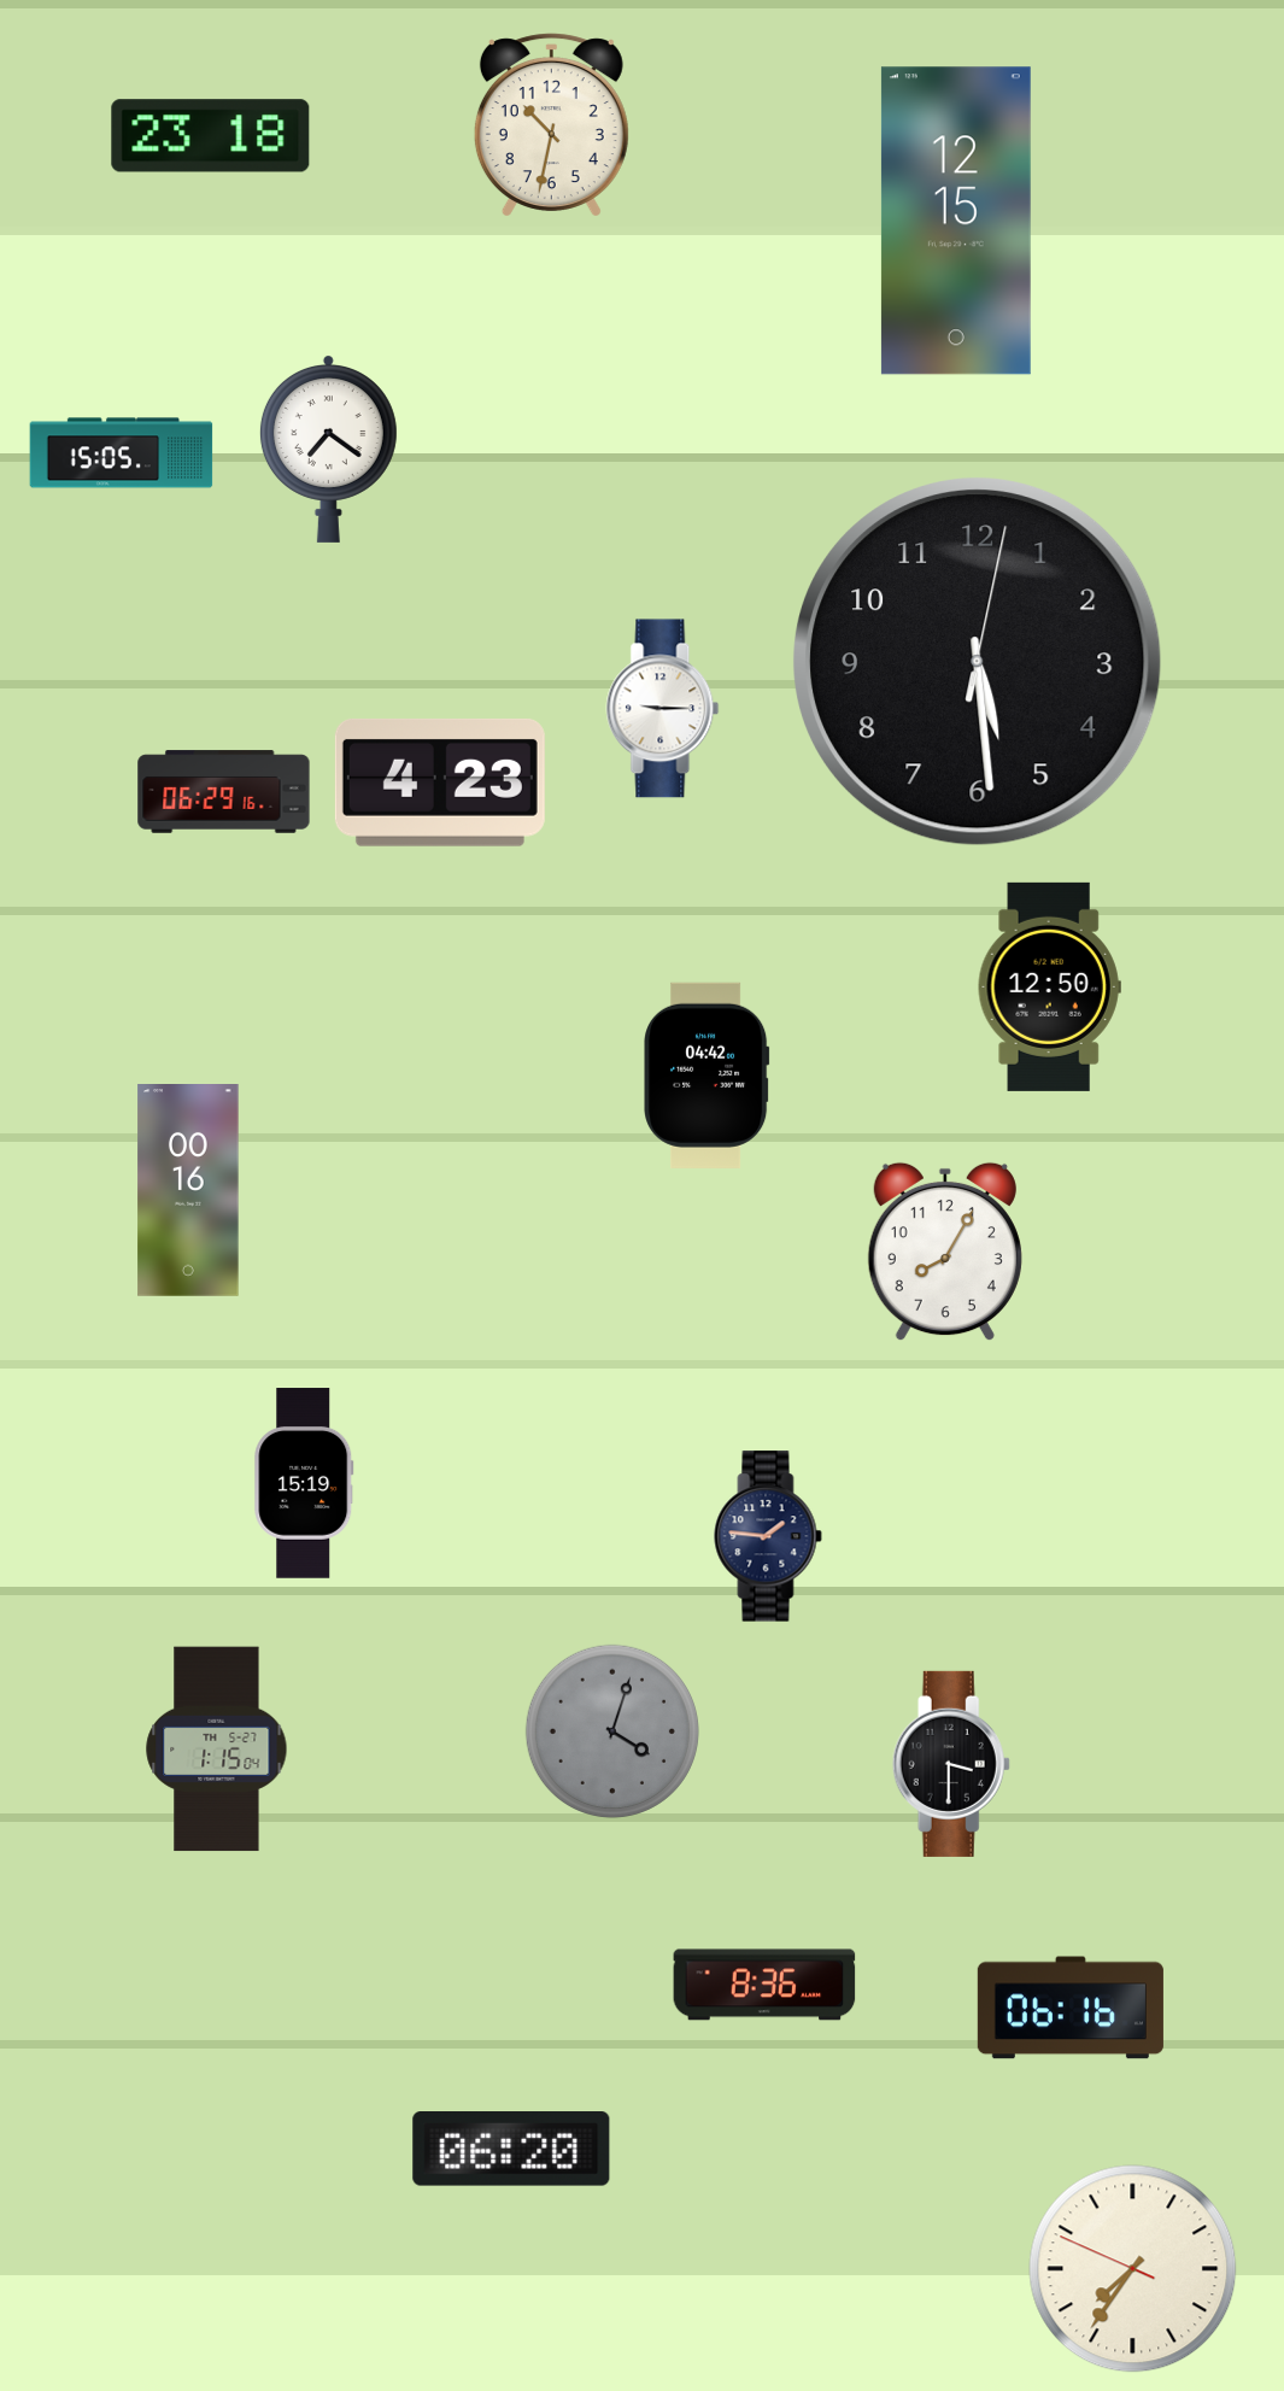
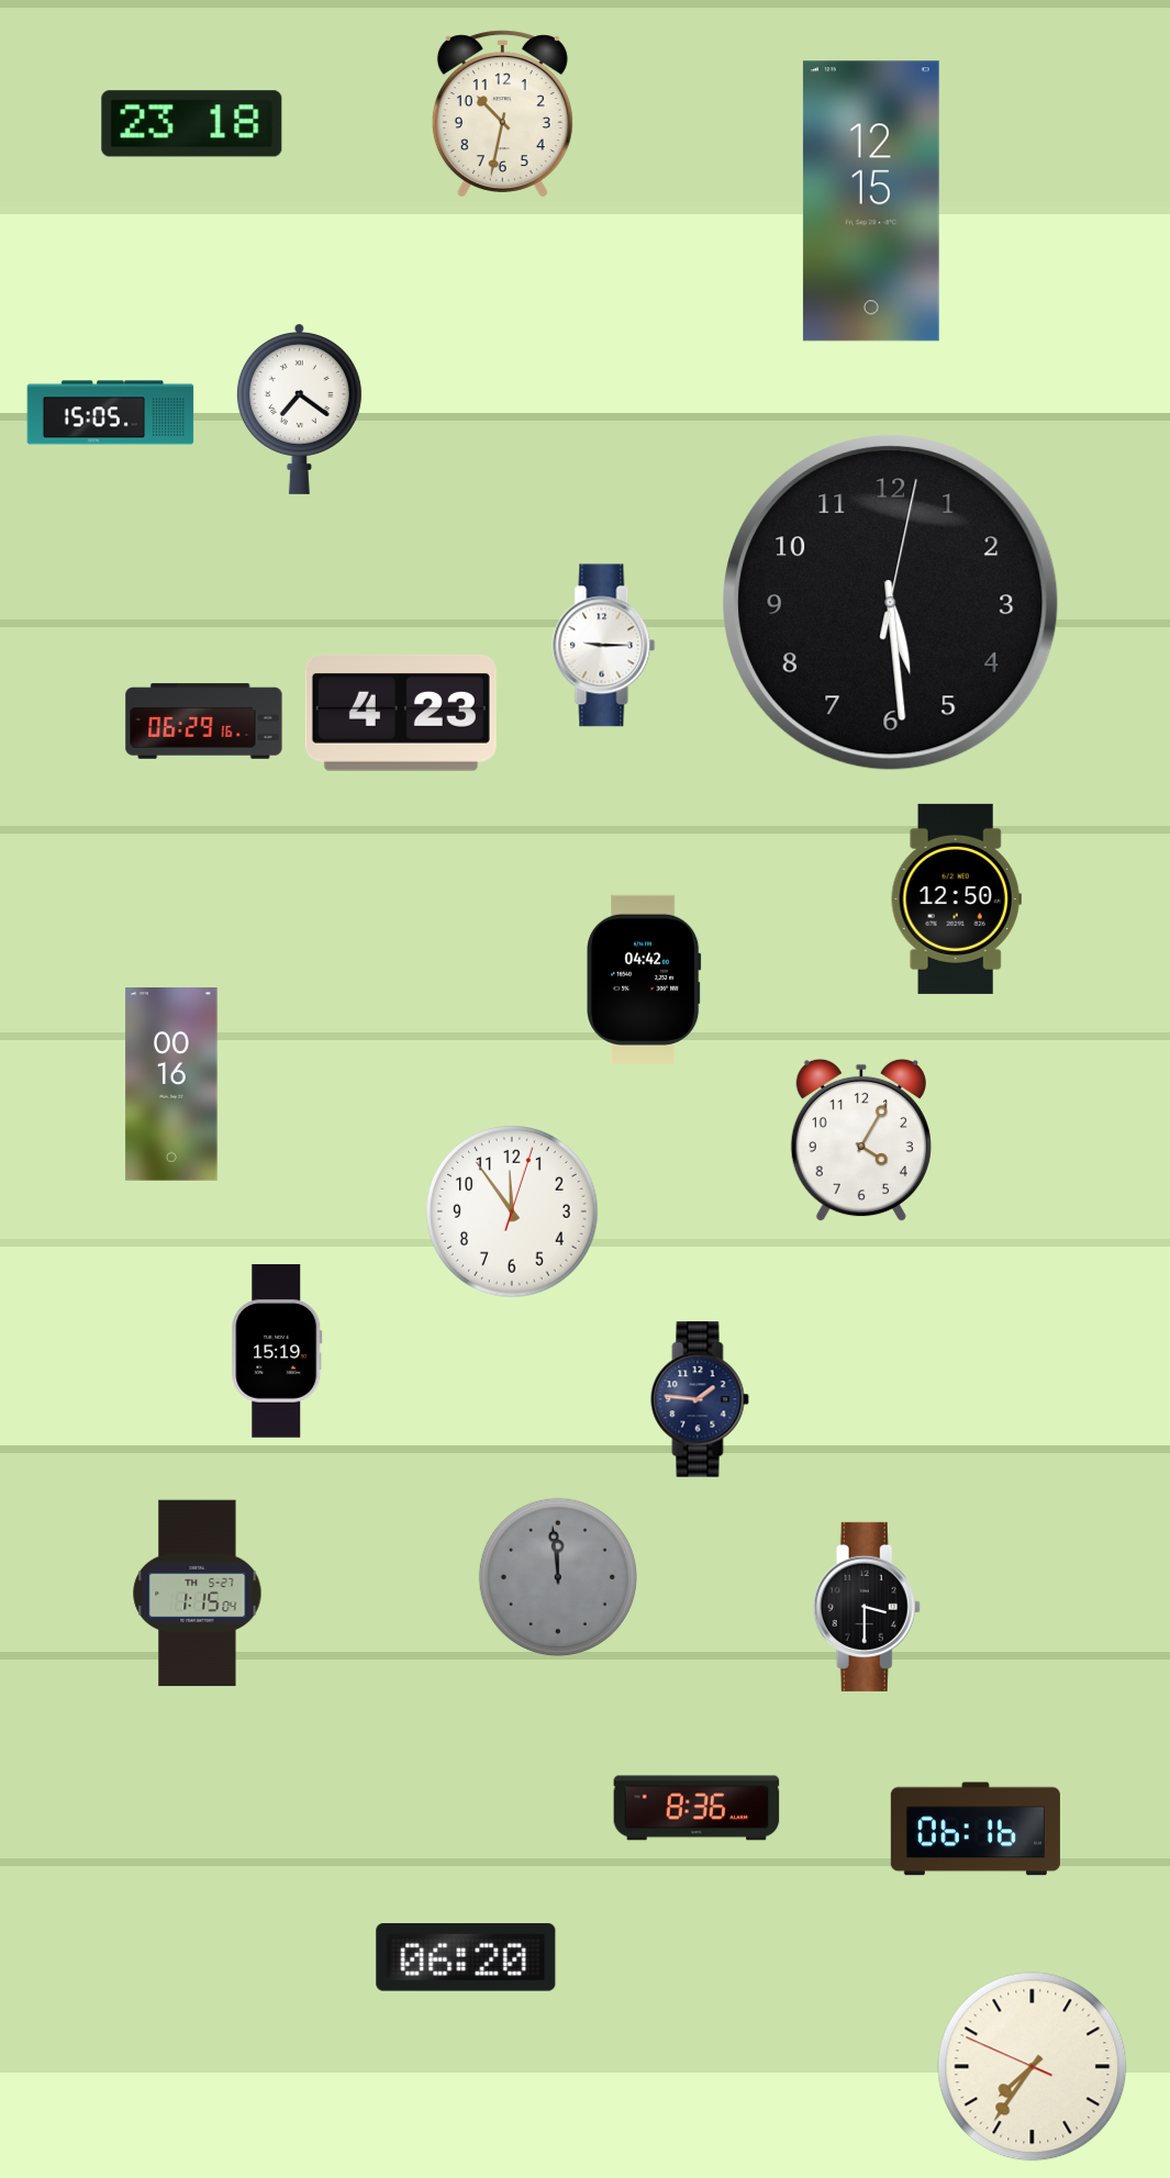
clock at (945, 1252): 8:05 -> 4:05
clock at (512, 1211): none -> 11:54
clock at (612, 1731): 4:03 -> 11:59
